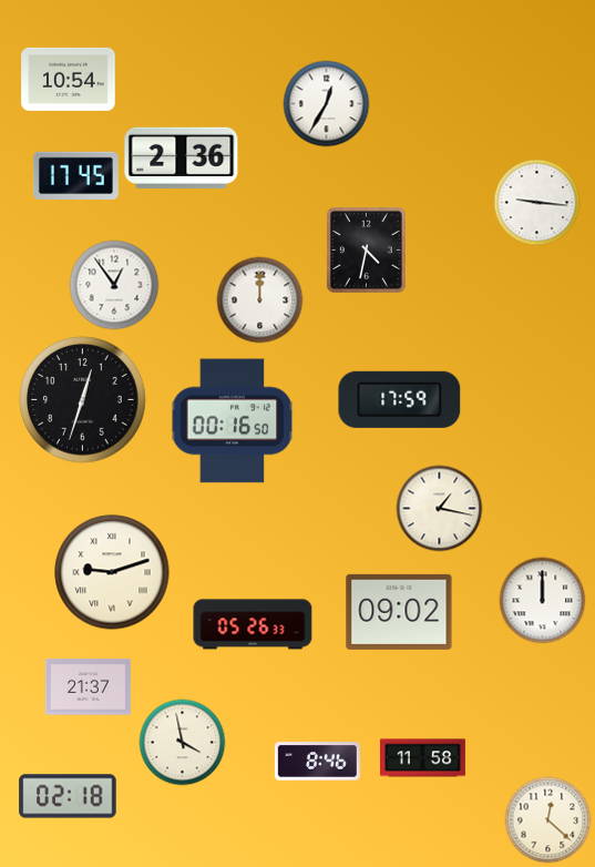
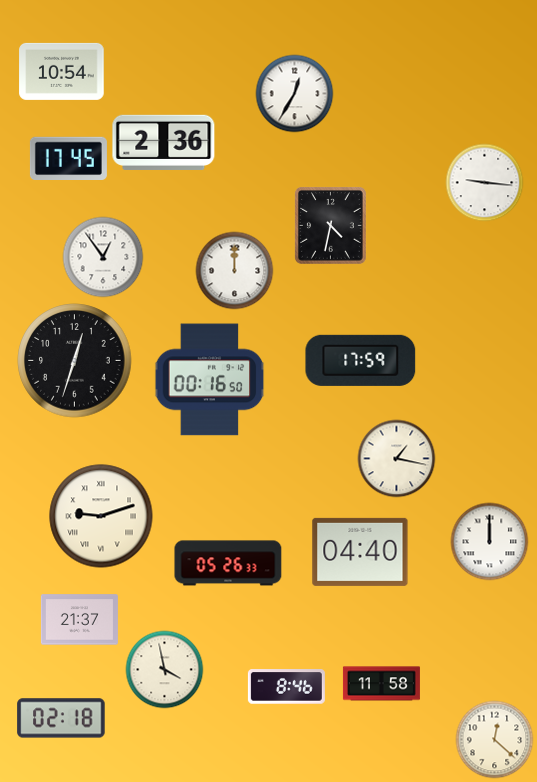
clock at (399, 612): 09:02 -> 04:40
